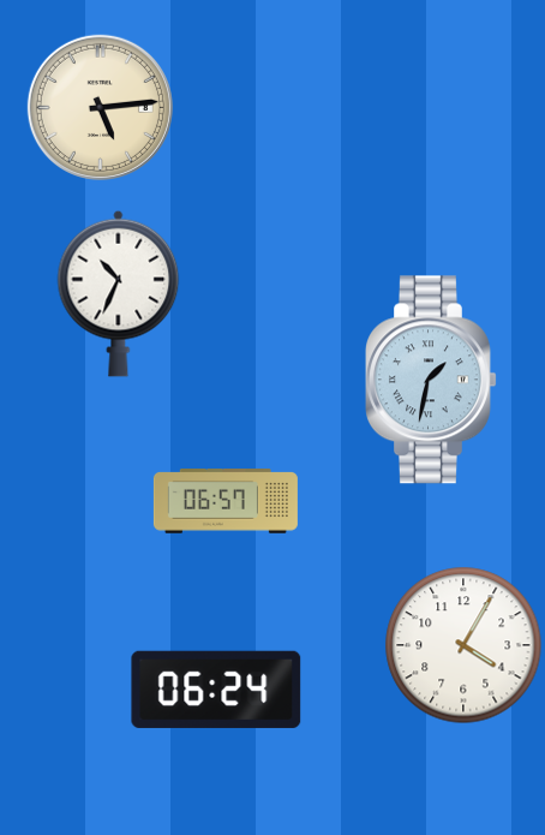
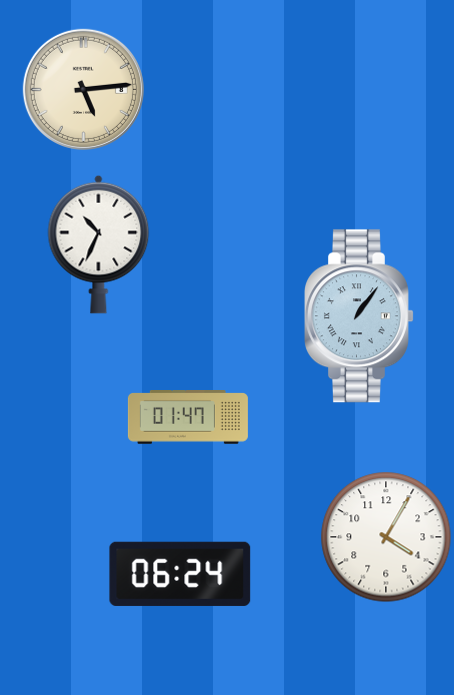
clock at (432, 380): 1:32 -> 1:06
clock at (226, 501): 06:57 -> 01:47
